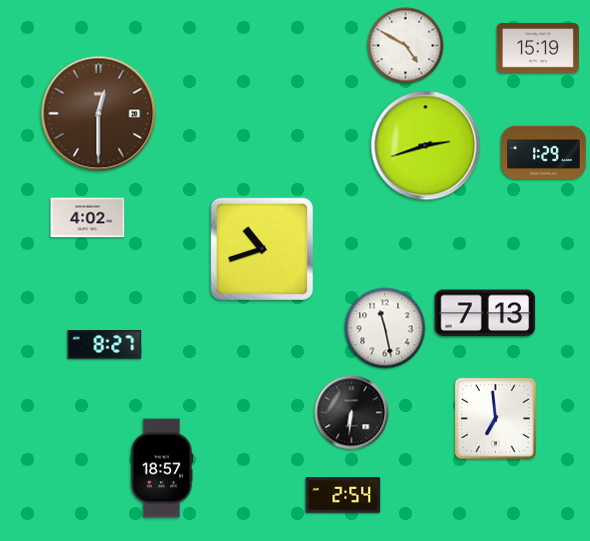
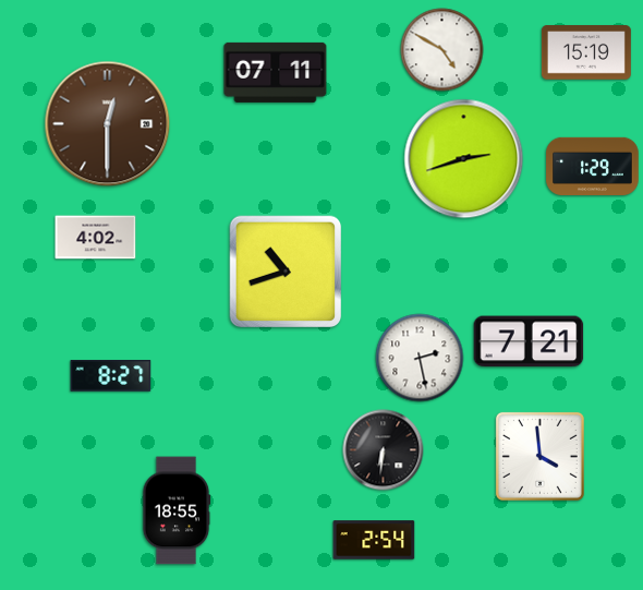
clock at (276, 72): none -> 07:11
clock at (485, 313): 7:13 -> 7:21
clock at (385, 328): 11:28 -> 2:28
clock at (105, 345) position: (105, 345) -> (111, 376)
clock at (495, 418): 6:59 -> 3:59
clock at (162, 468): 18:57 -> 18:55
